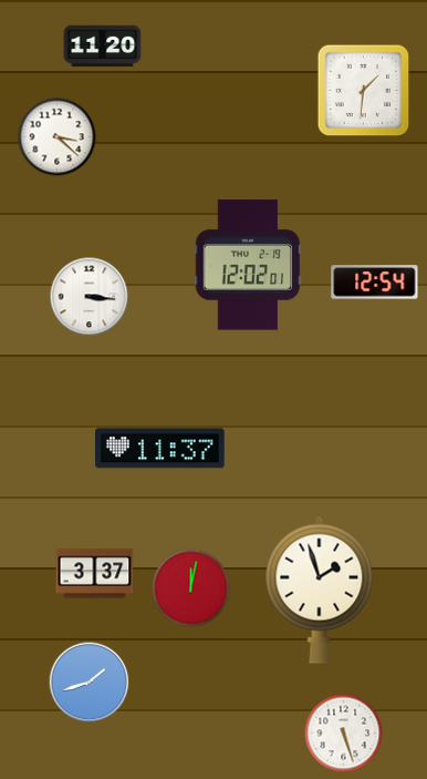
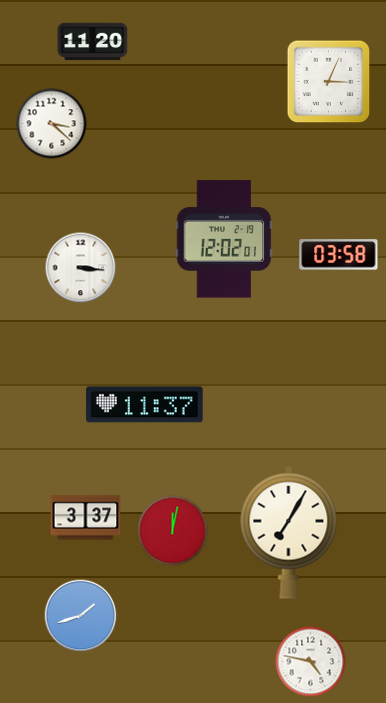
clock at (364, 91): 1:31 -> 3:04
clock at (375, 283): 12:54 -> 03:58
clock at (320, 590): 1:57 -> 7:05
clock at (344, 734): 5:27 -> 4:47
